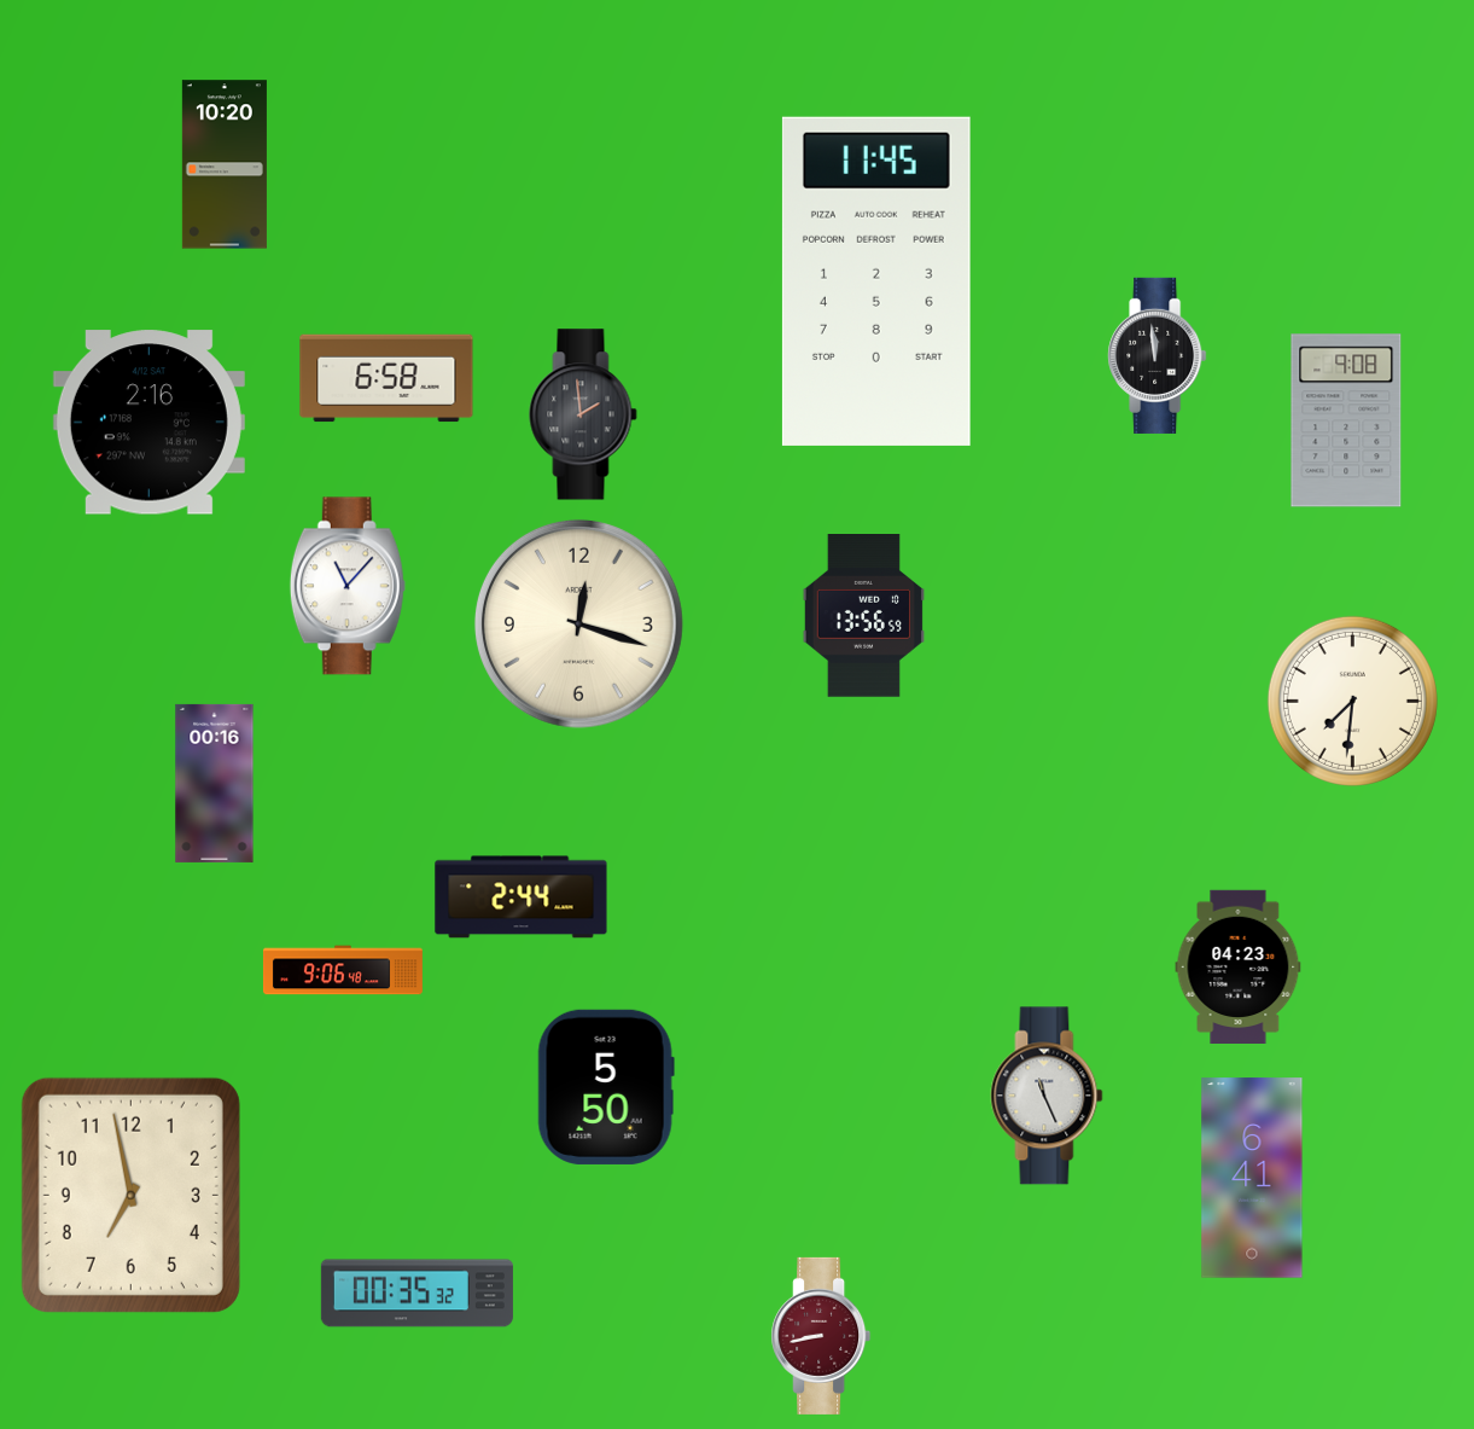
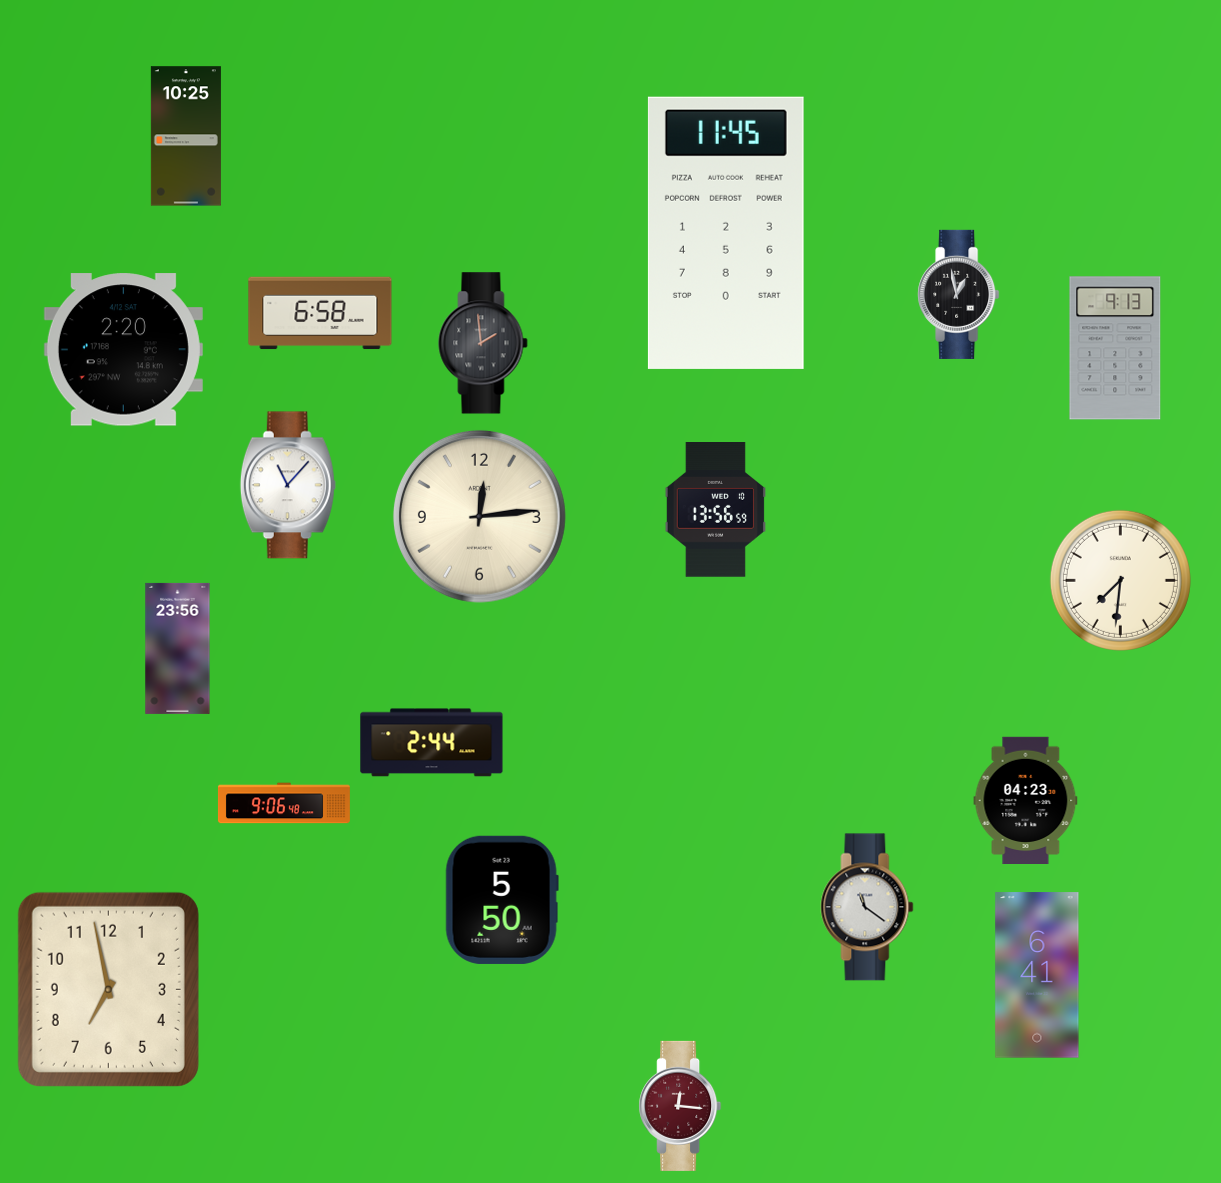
clock at (225, 164): 10:20 -> 10:25
clock at (1158, 355): 11:59 -> 12:58
clock at (1346, 420): 9:08 -> 9:13
clock at (148, 423): 2:16 -> 2:20
clock at (578, 623): 12:18 -> 12:14
clock at (215, 783): 00:16 -> 23:56
clock at (1047, 1096): 11:26 -> 11:21
clock at (416, 1294): 00:35 -> none
clock at (821, 1336): 8:43 -> 12:16
